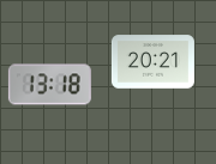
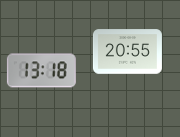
clock at (152, 62): 20:21 -> 20:55
